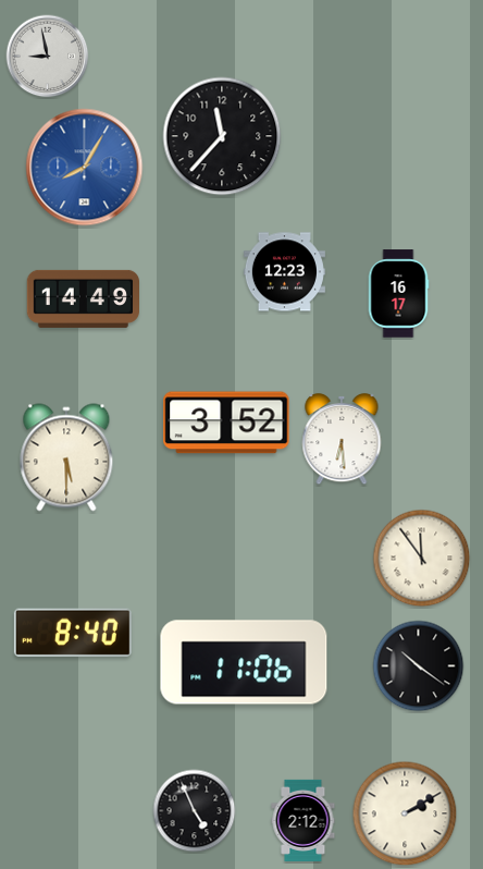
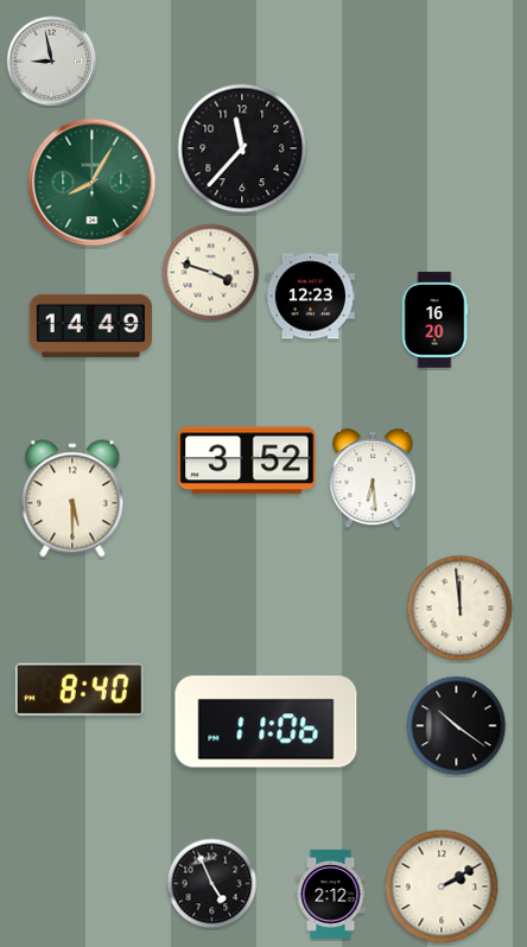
clock at (85, 168) dial: blue -> green
clock at (211, 273): none -> 3:48
clock at (398, 294): 16:17 -> 16:20
clock at (422, 559): 11:54 -> 11:59
